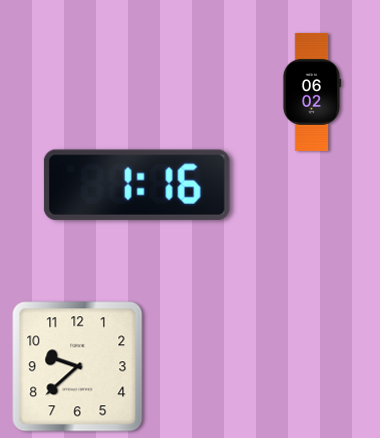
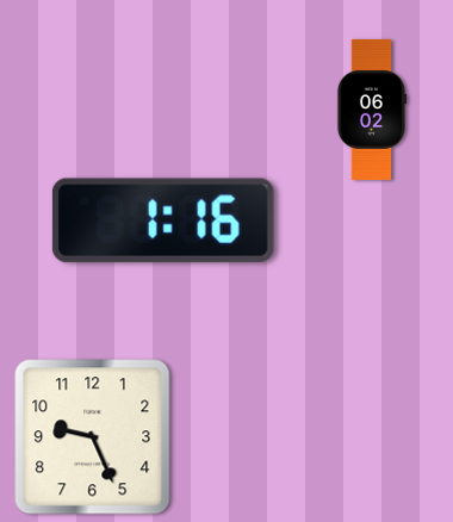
clock at (78, 367): 9:38 -> 9:26
